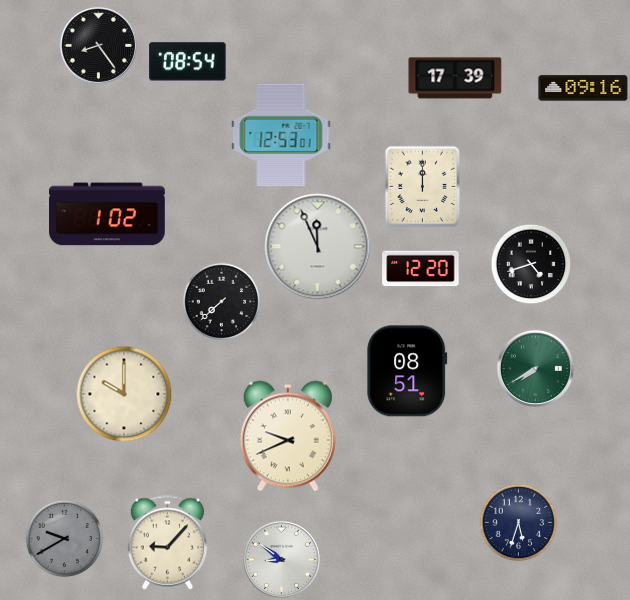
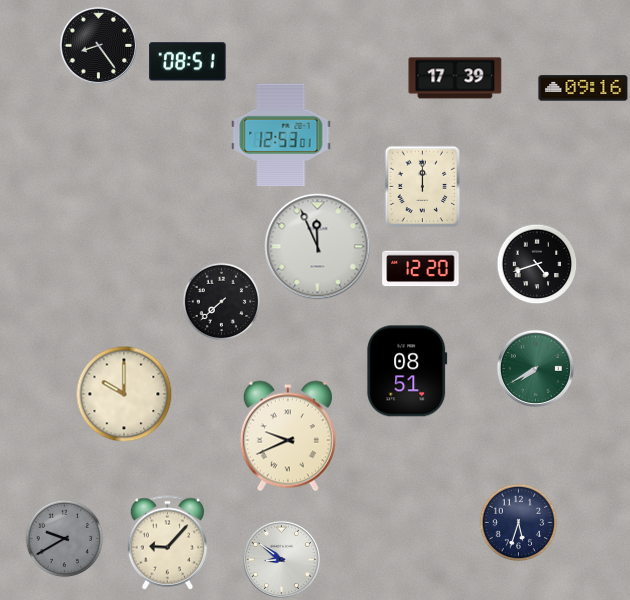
clock at (188, 62): 08:54 -> 08:51
clock at (108, 214): 1:02 -> none
clock at (531, 264) position: (531, 264) -> (537, 264)
